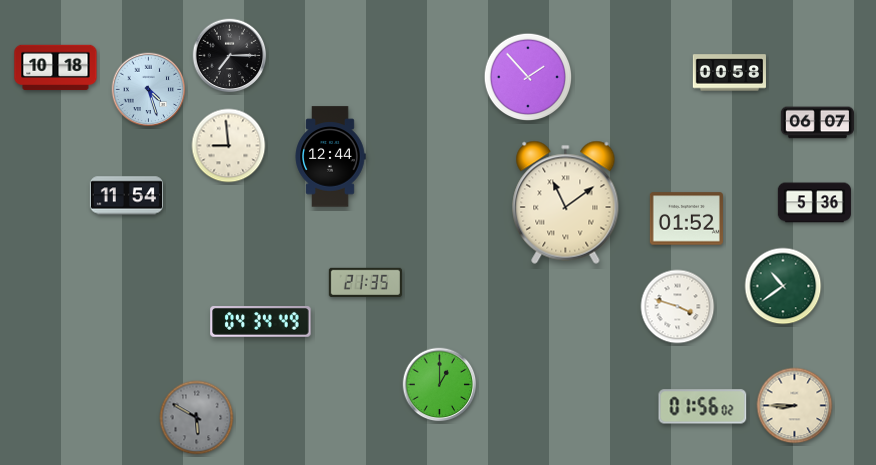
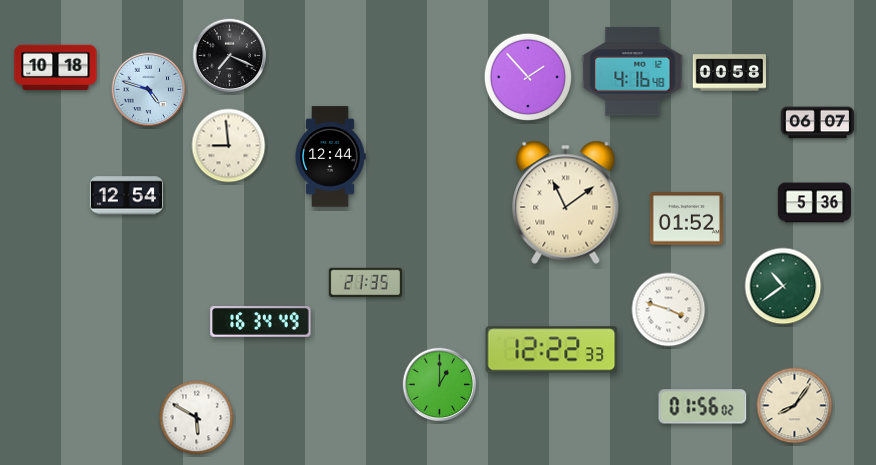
clock at (230, 56): 7:15 -> 7:19
clock at (633, 72): none -> 4:16
clock at (149, 90): 4:27 -> 4:48
clock at (126, 196): 11:54 -> 12:54
clock at (678, 307) position: (678, 307) -> (669, 310)
clock at (261, 322): 04:34 -> 16:34
clock at (552, 350): none -> 12:22
clock at (795, 406): 8:45 -> 8:06
clock at (197, 418) dial: grey -> white
